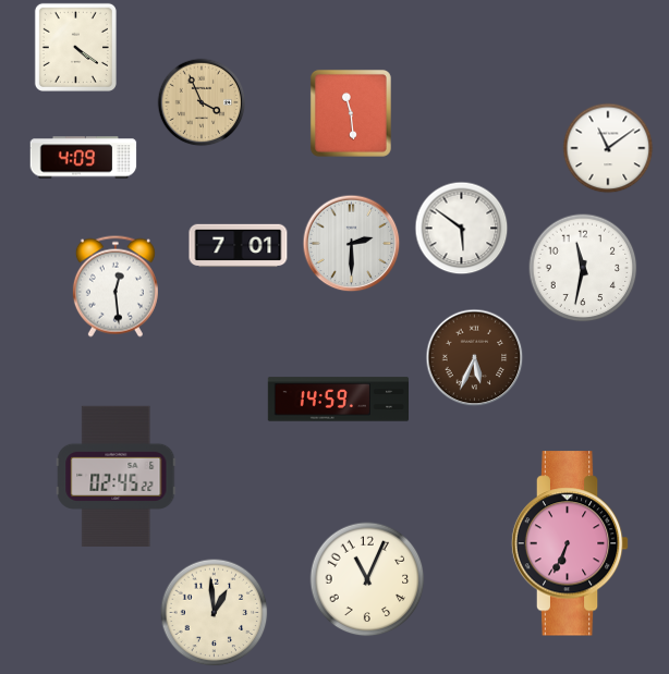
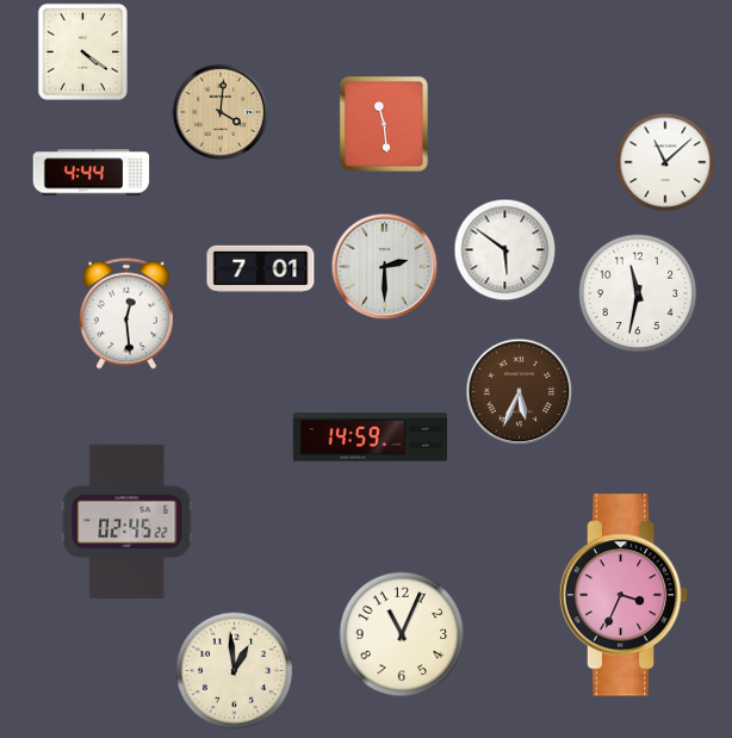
clock at (202, 102): 3:56 -> 4:01
clock at (608, 148): 11:09 -> 11:08
clock at (84, 158): 4:09 -> 4:44
clock at (570, 543): 6:34 -> 3:34
